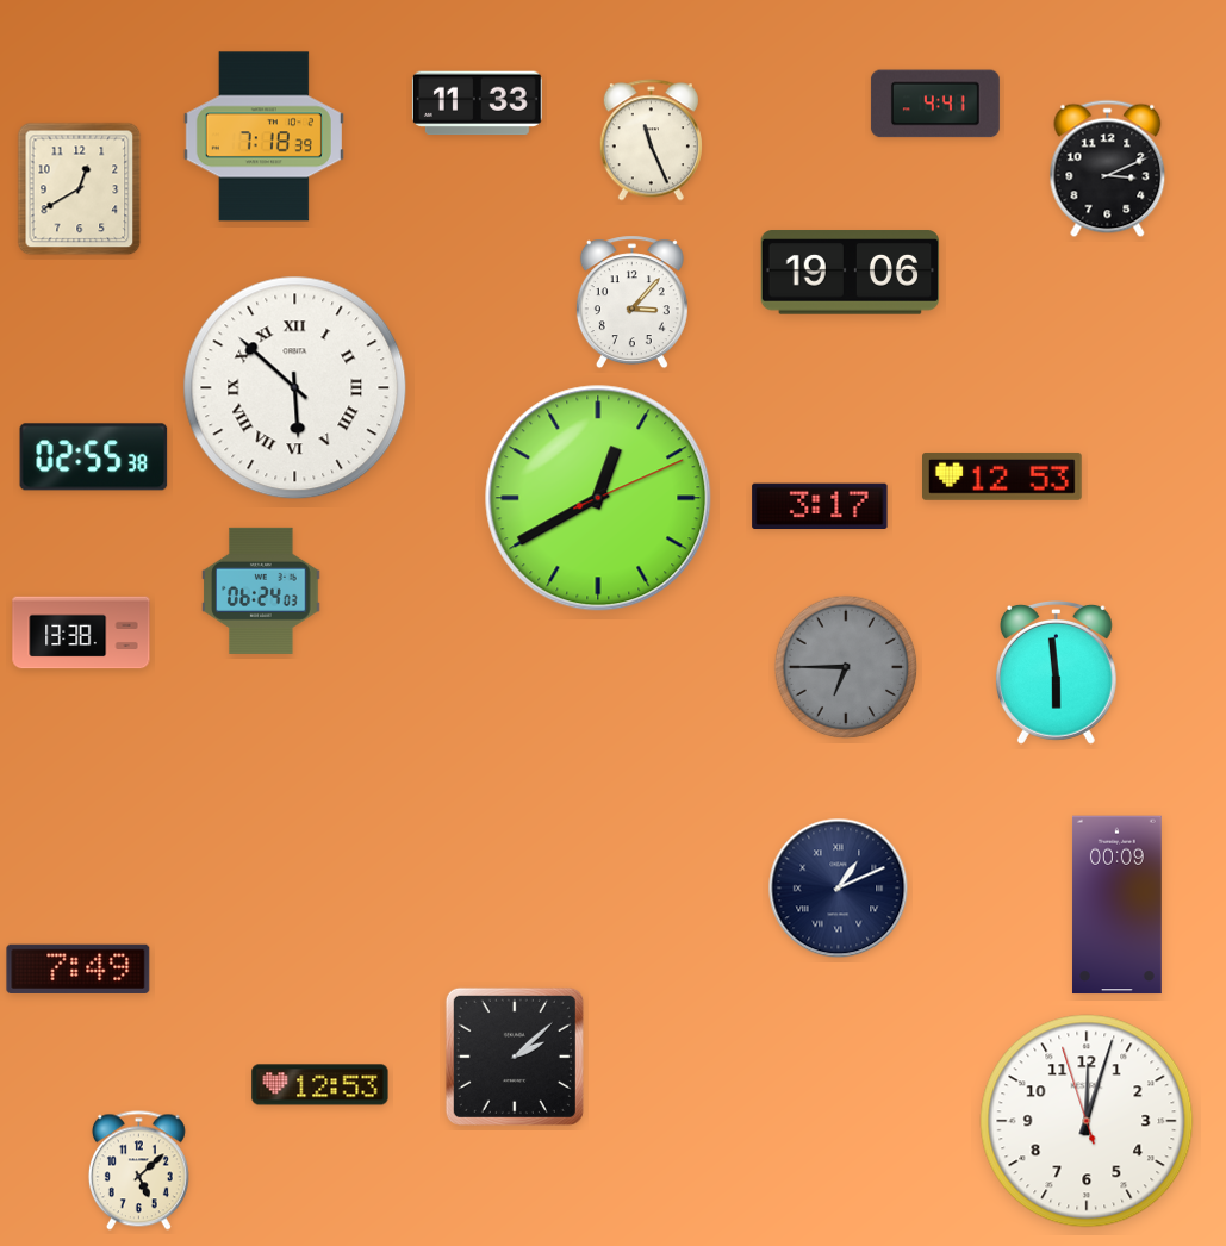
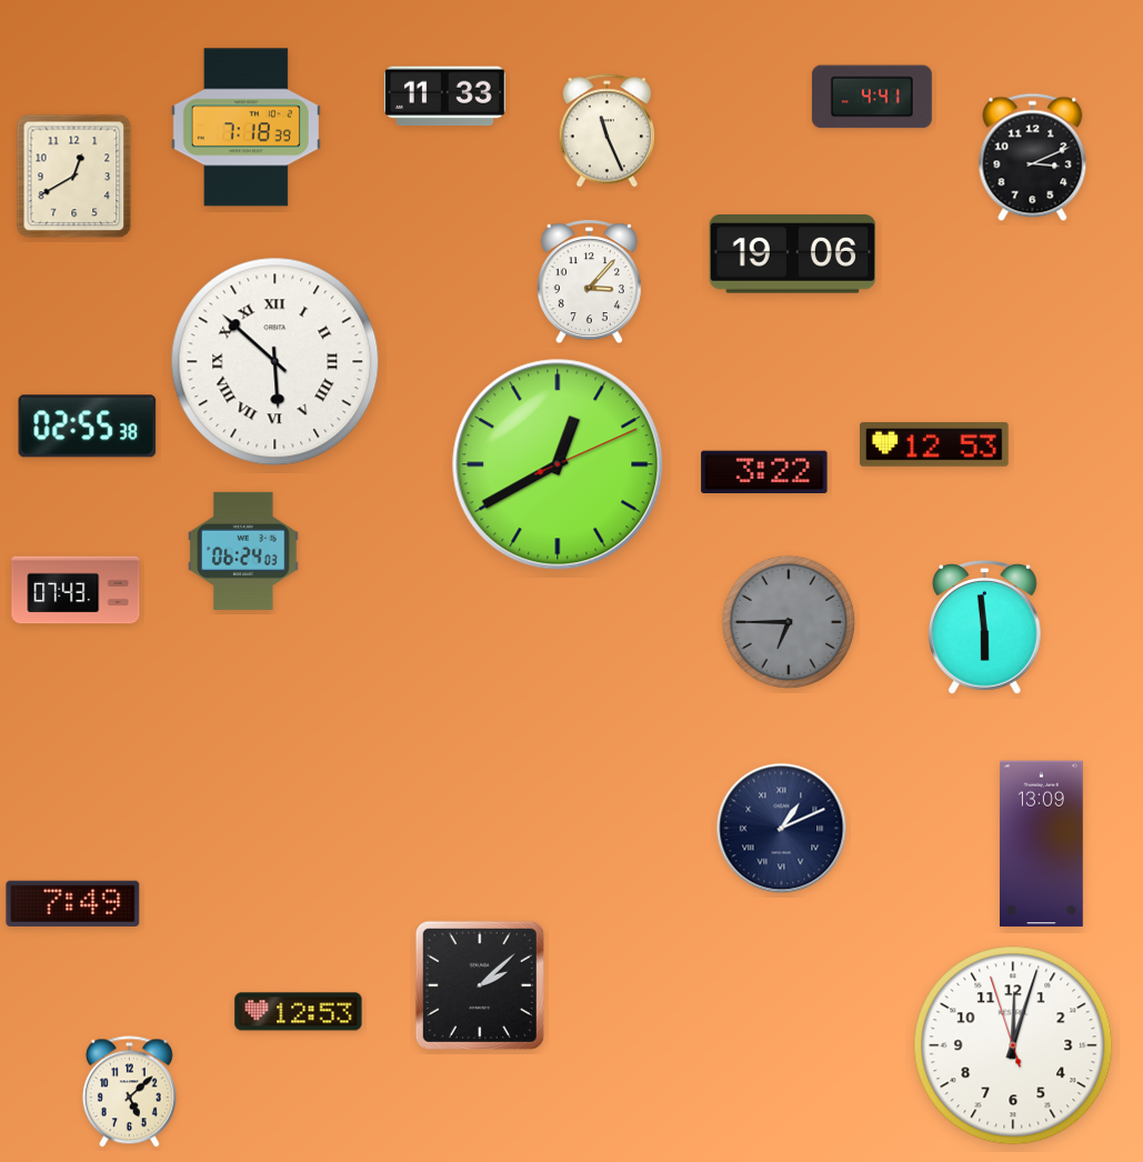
clock at (820, 506): 3:17 -> 3:22
clock at (81, 633): 13:38 -> 07:43
clock at (1116, 905): 00:09 -> 13:09
